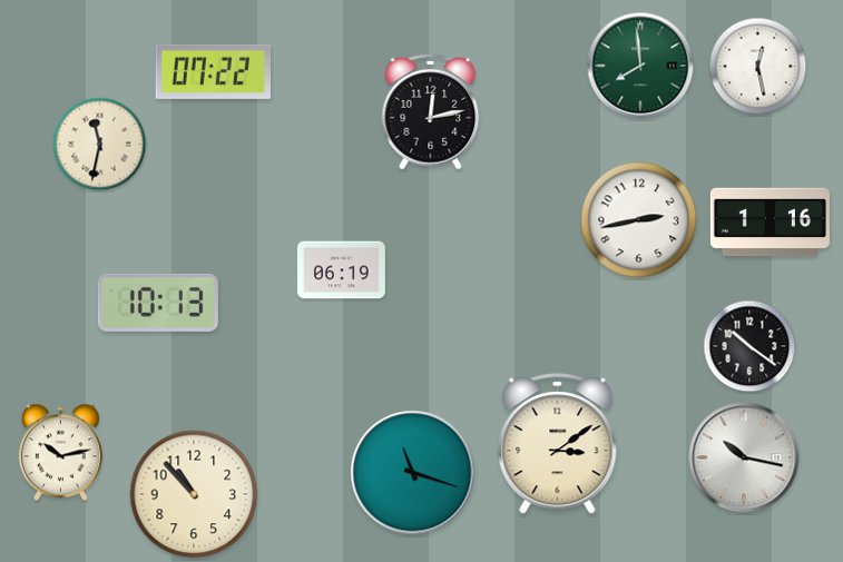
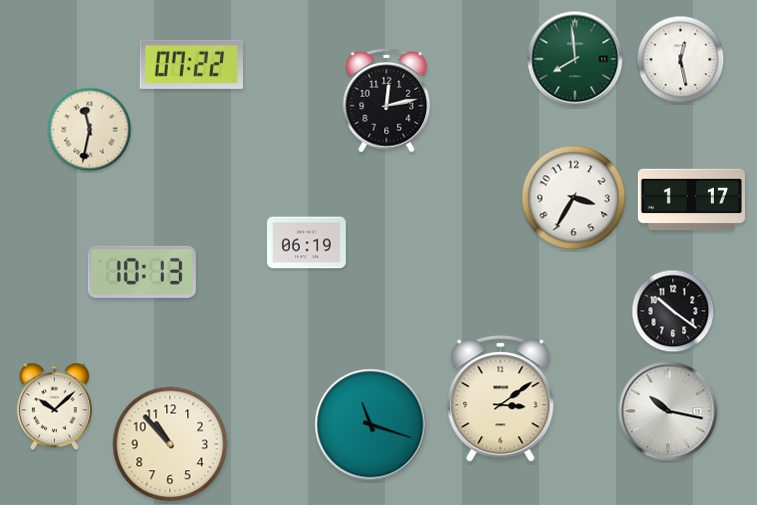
clock at (639, 220): 2:43 -> 3:35
clock at (770, 223): 1:16 -> 1:17
clock at (60, 453): 10:13 -> 10:08
clock at (194, 494) position: (194, 494) -> (170, 444)
